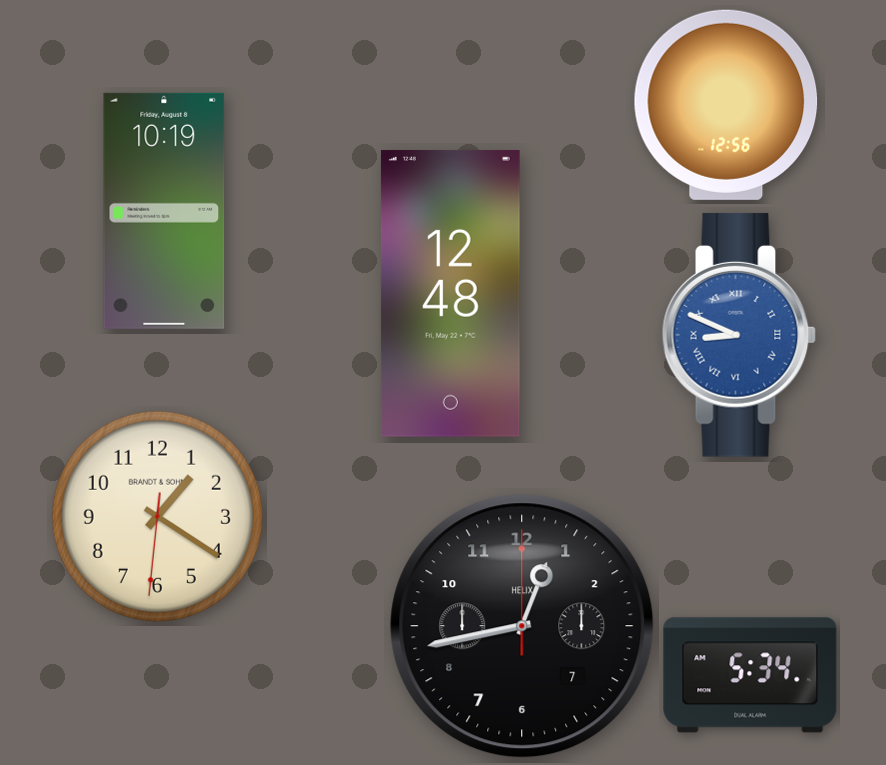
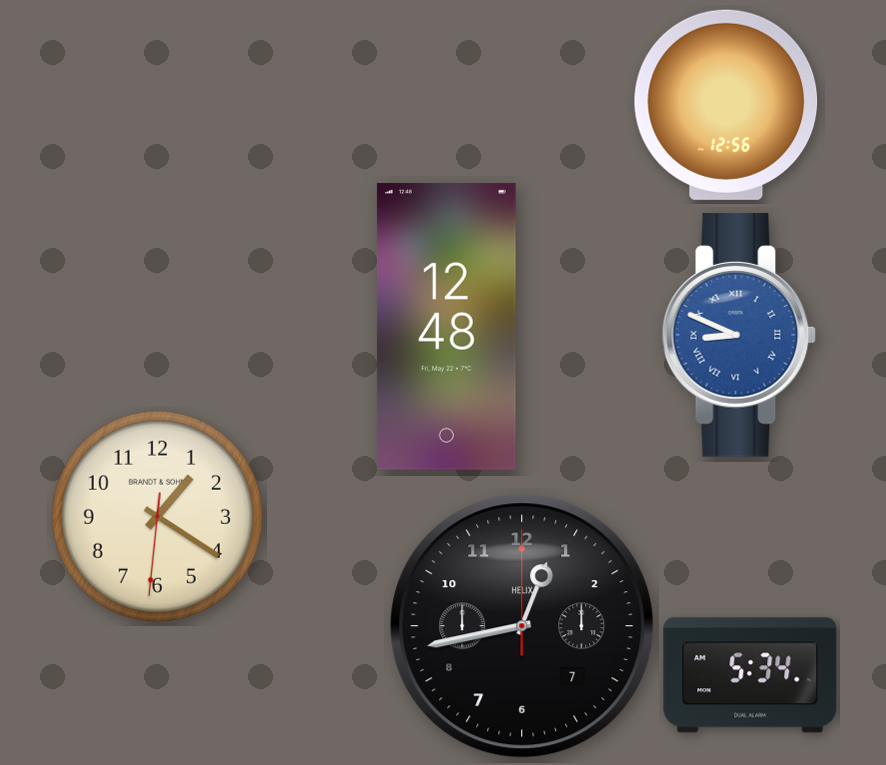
clock at (164, 211): 10:19 -> none
clock at (450, 293) position: (450, 293) -> (446, 326)
